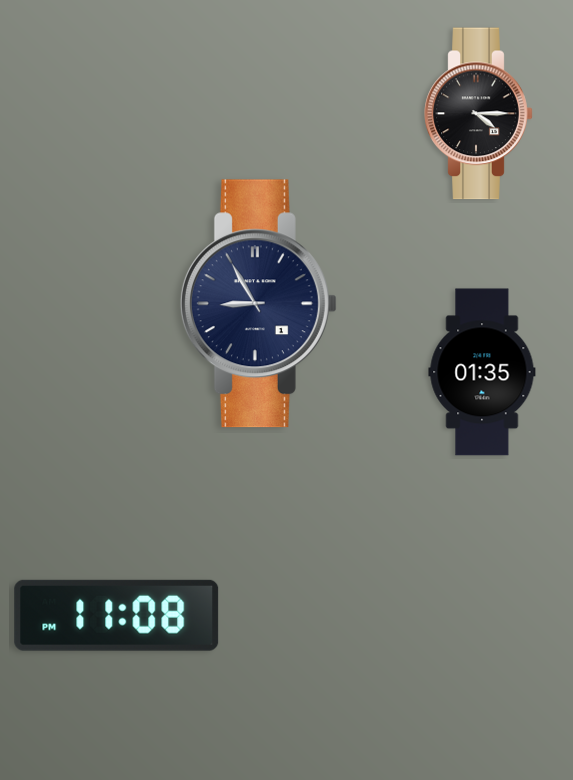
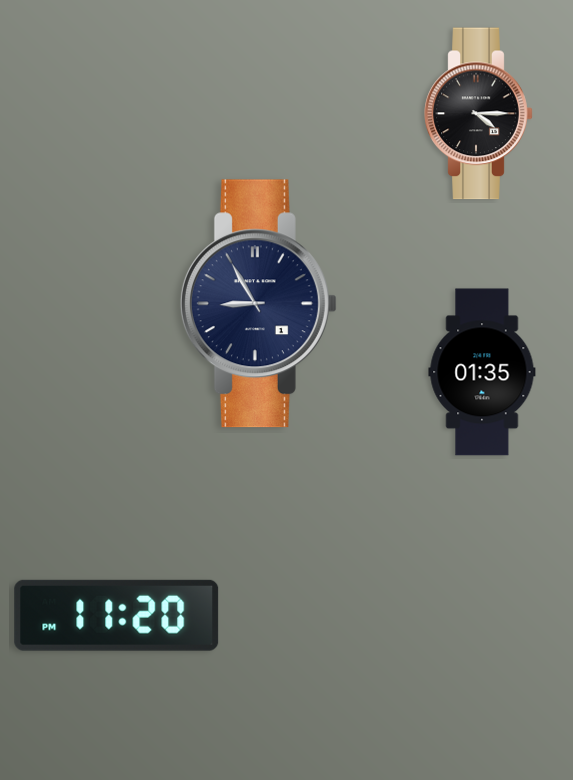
clock at (117, 615): 11:08 -> 11:20
